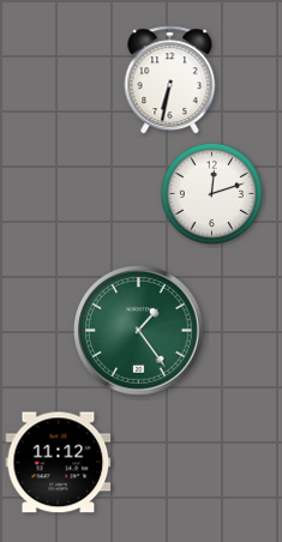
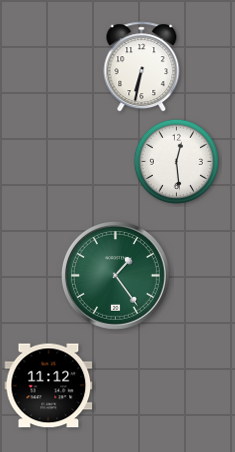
clock at (211, 193): 12:12 -> 12:29
